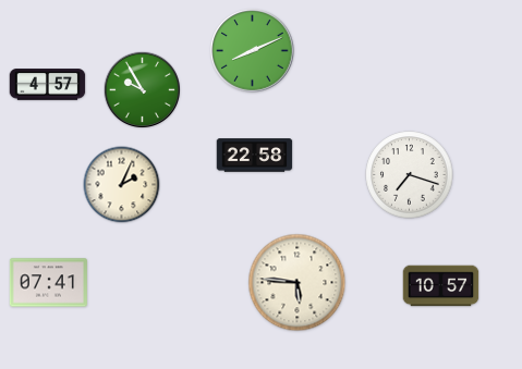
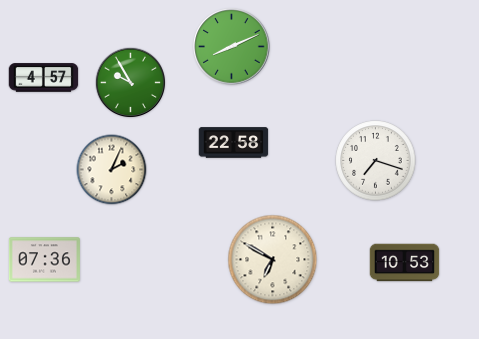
clock at (48, 283): 07:41 -> 07:36
clock at (298, 283): 5:46 -> 6:50
clock at (441, 286): 10:57 -> 10:53
